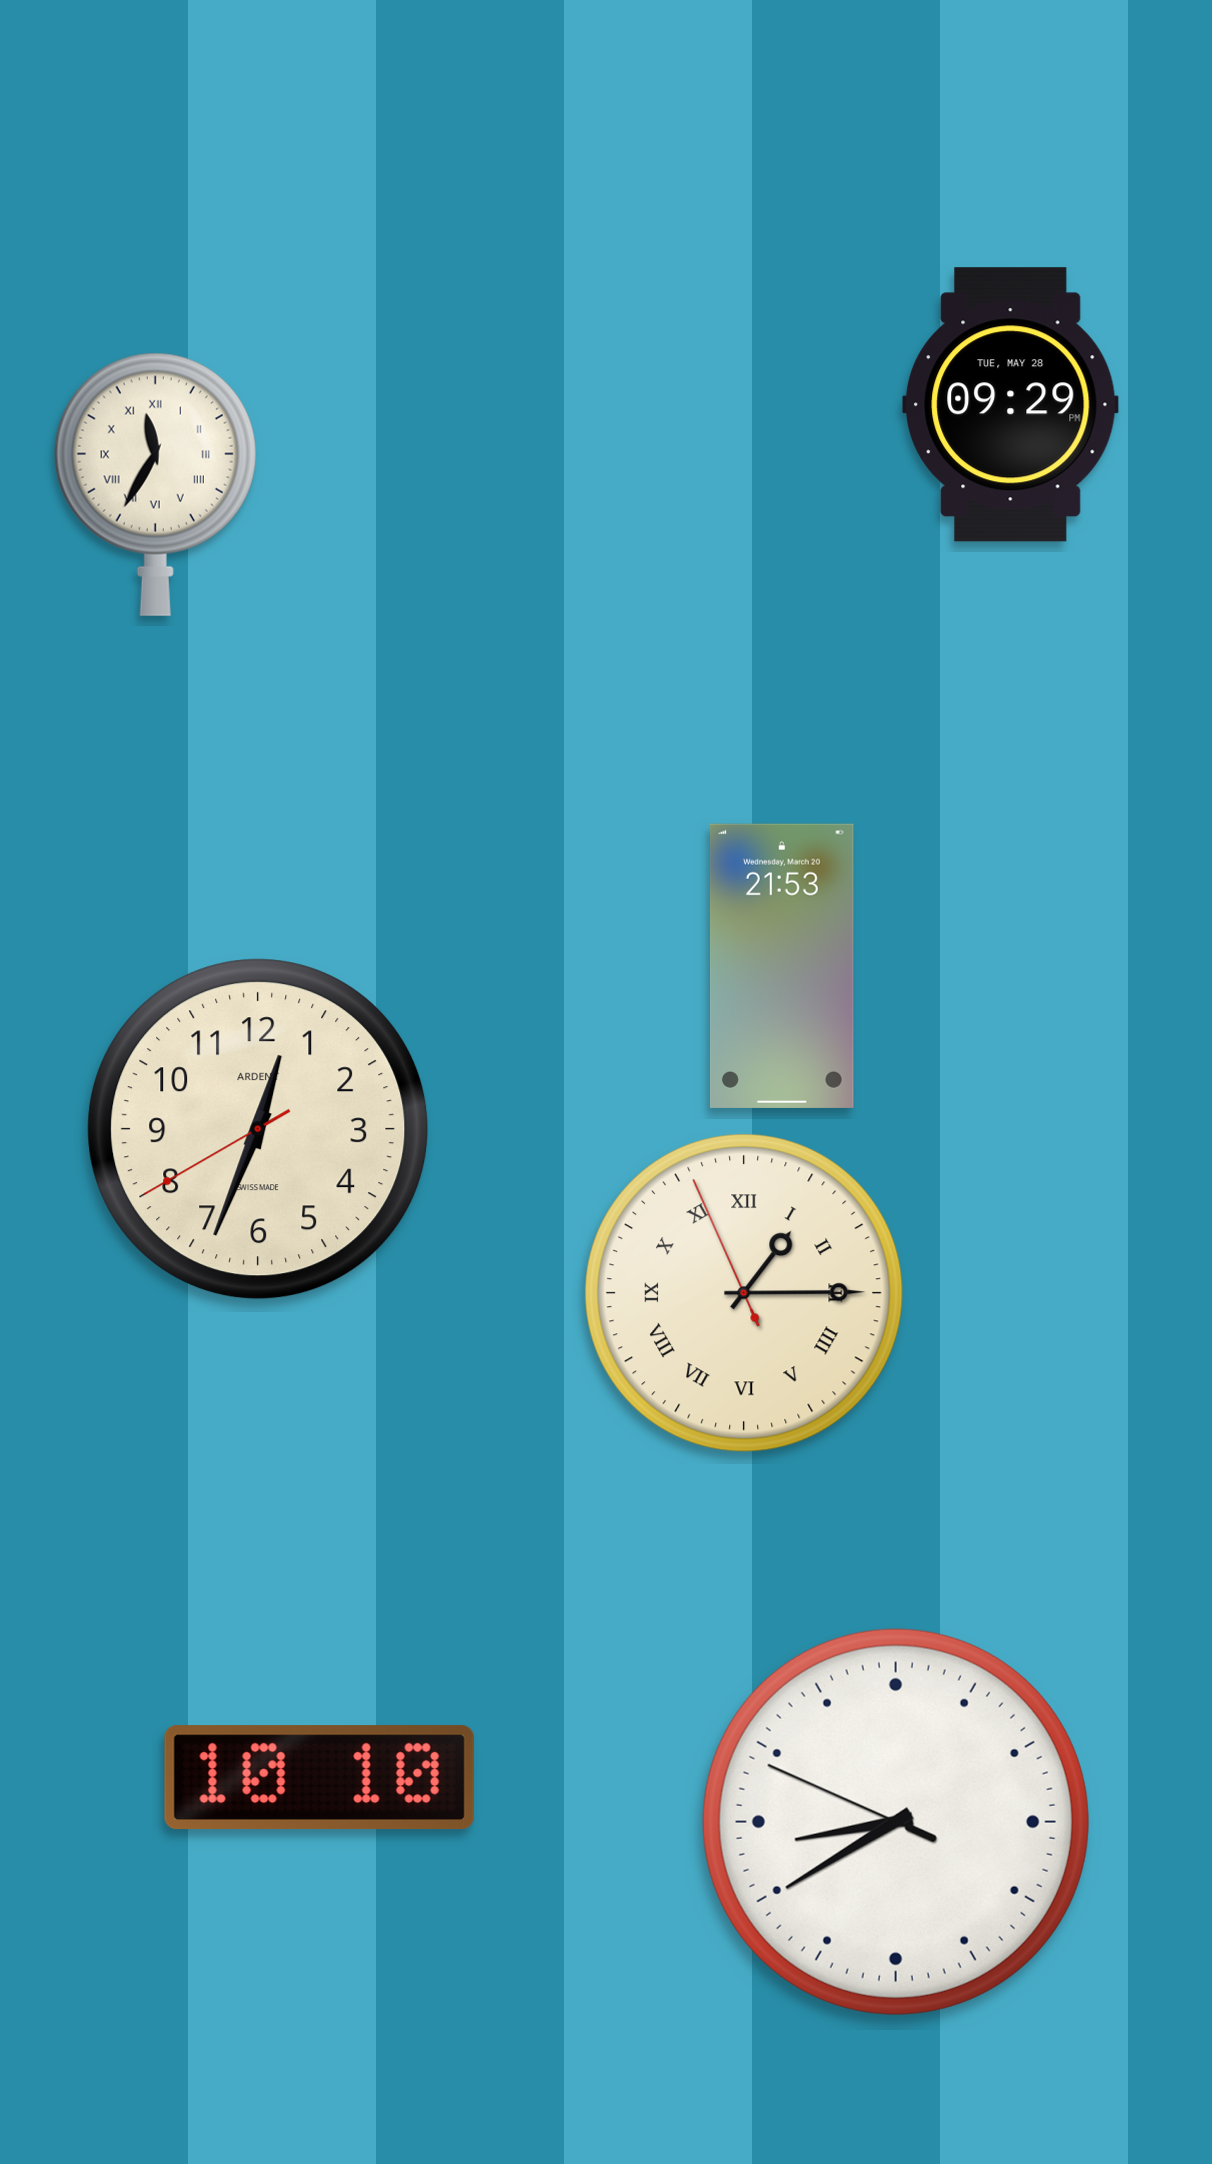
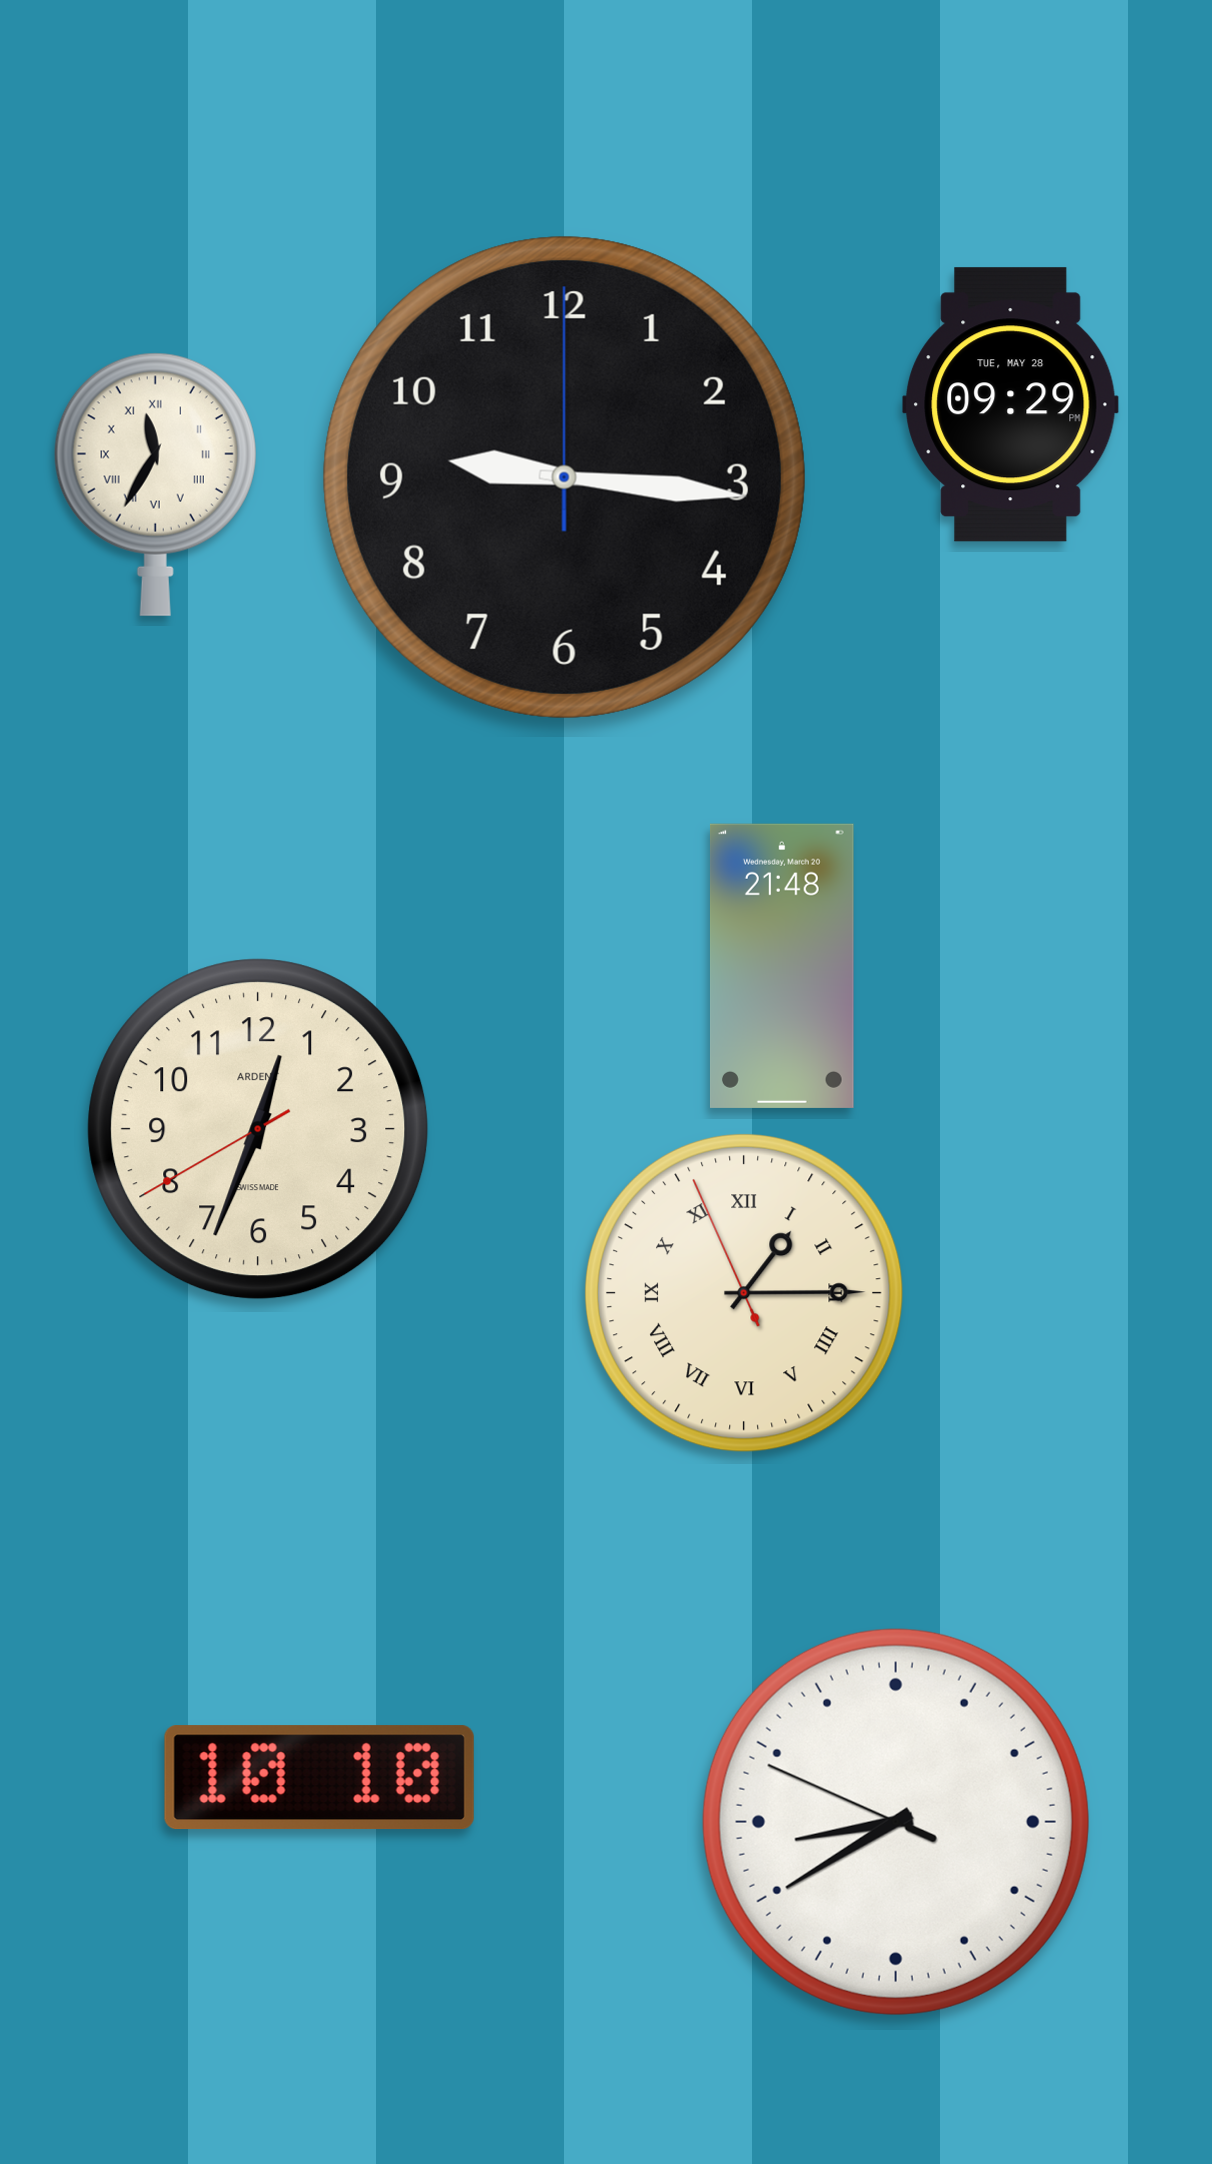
clock at (564, 477): none -> 9:16
clock at (782, 966): 21:53 -> 21:48
